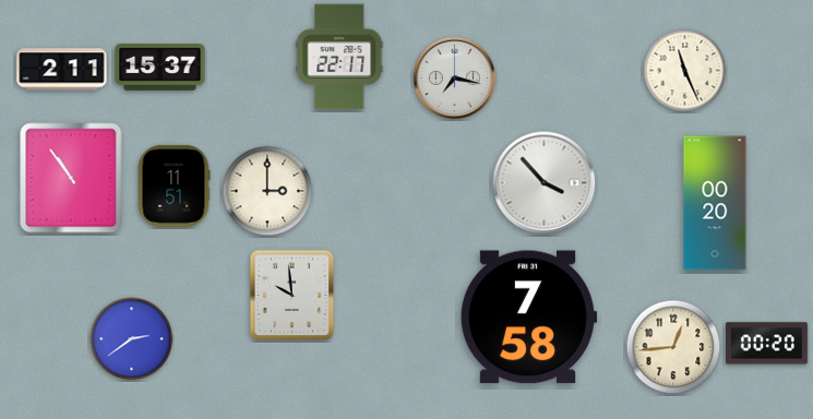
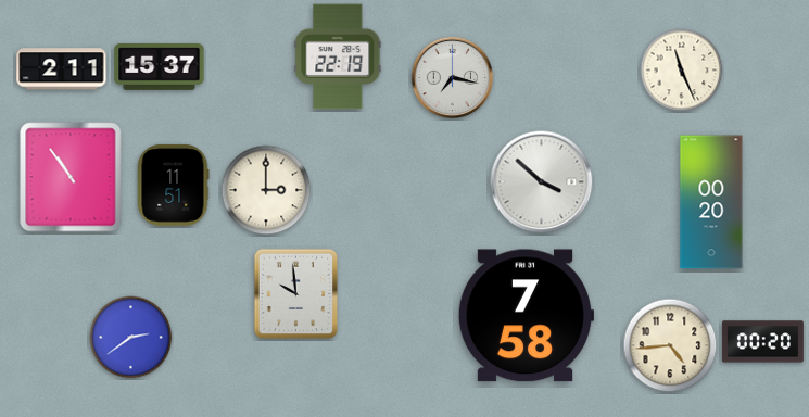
clock at (339, 57): 22:17 -> 22:19
clock at (545, 183): 3:53 -> 3:52
clock at (292, 296) position: (292, 296) -> (296, 294)
clock at (673, 347): 12:44 -> 4:44
